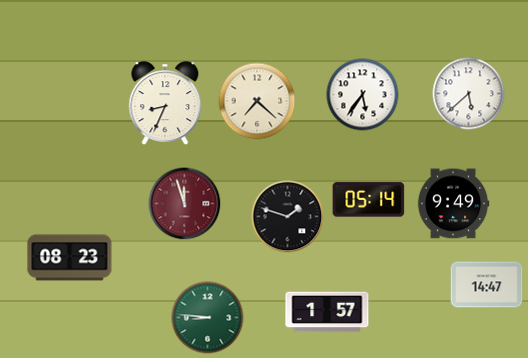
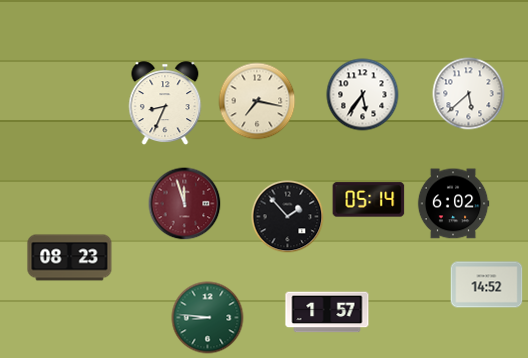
clock at (257, 101): 7:22 -> 7:17
clock at (453, 204): 9:49 -> 6:02
clock at (288, 217): 1:48 -> 1:53
clock at (487, 285): 14:47 -> 14:52
